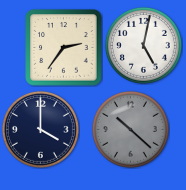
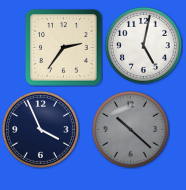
clock at (40, 129): 4:00 -> 3:56
